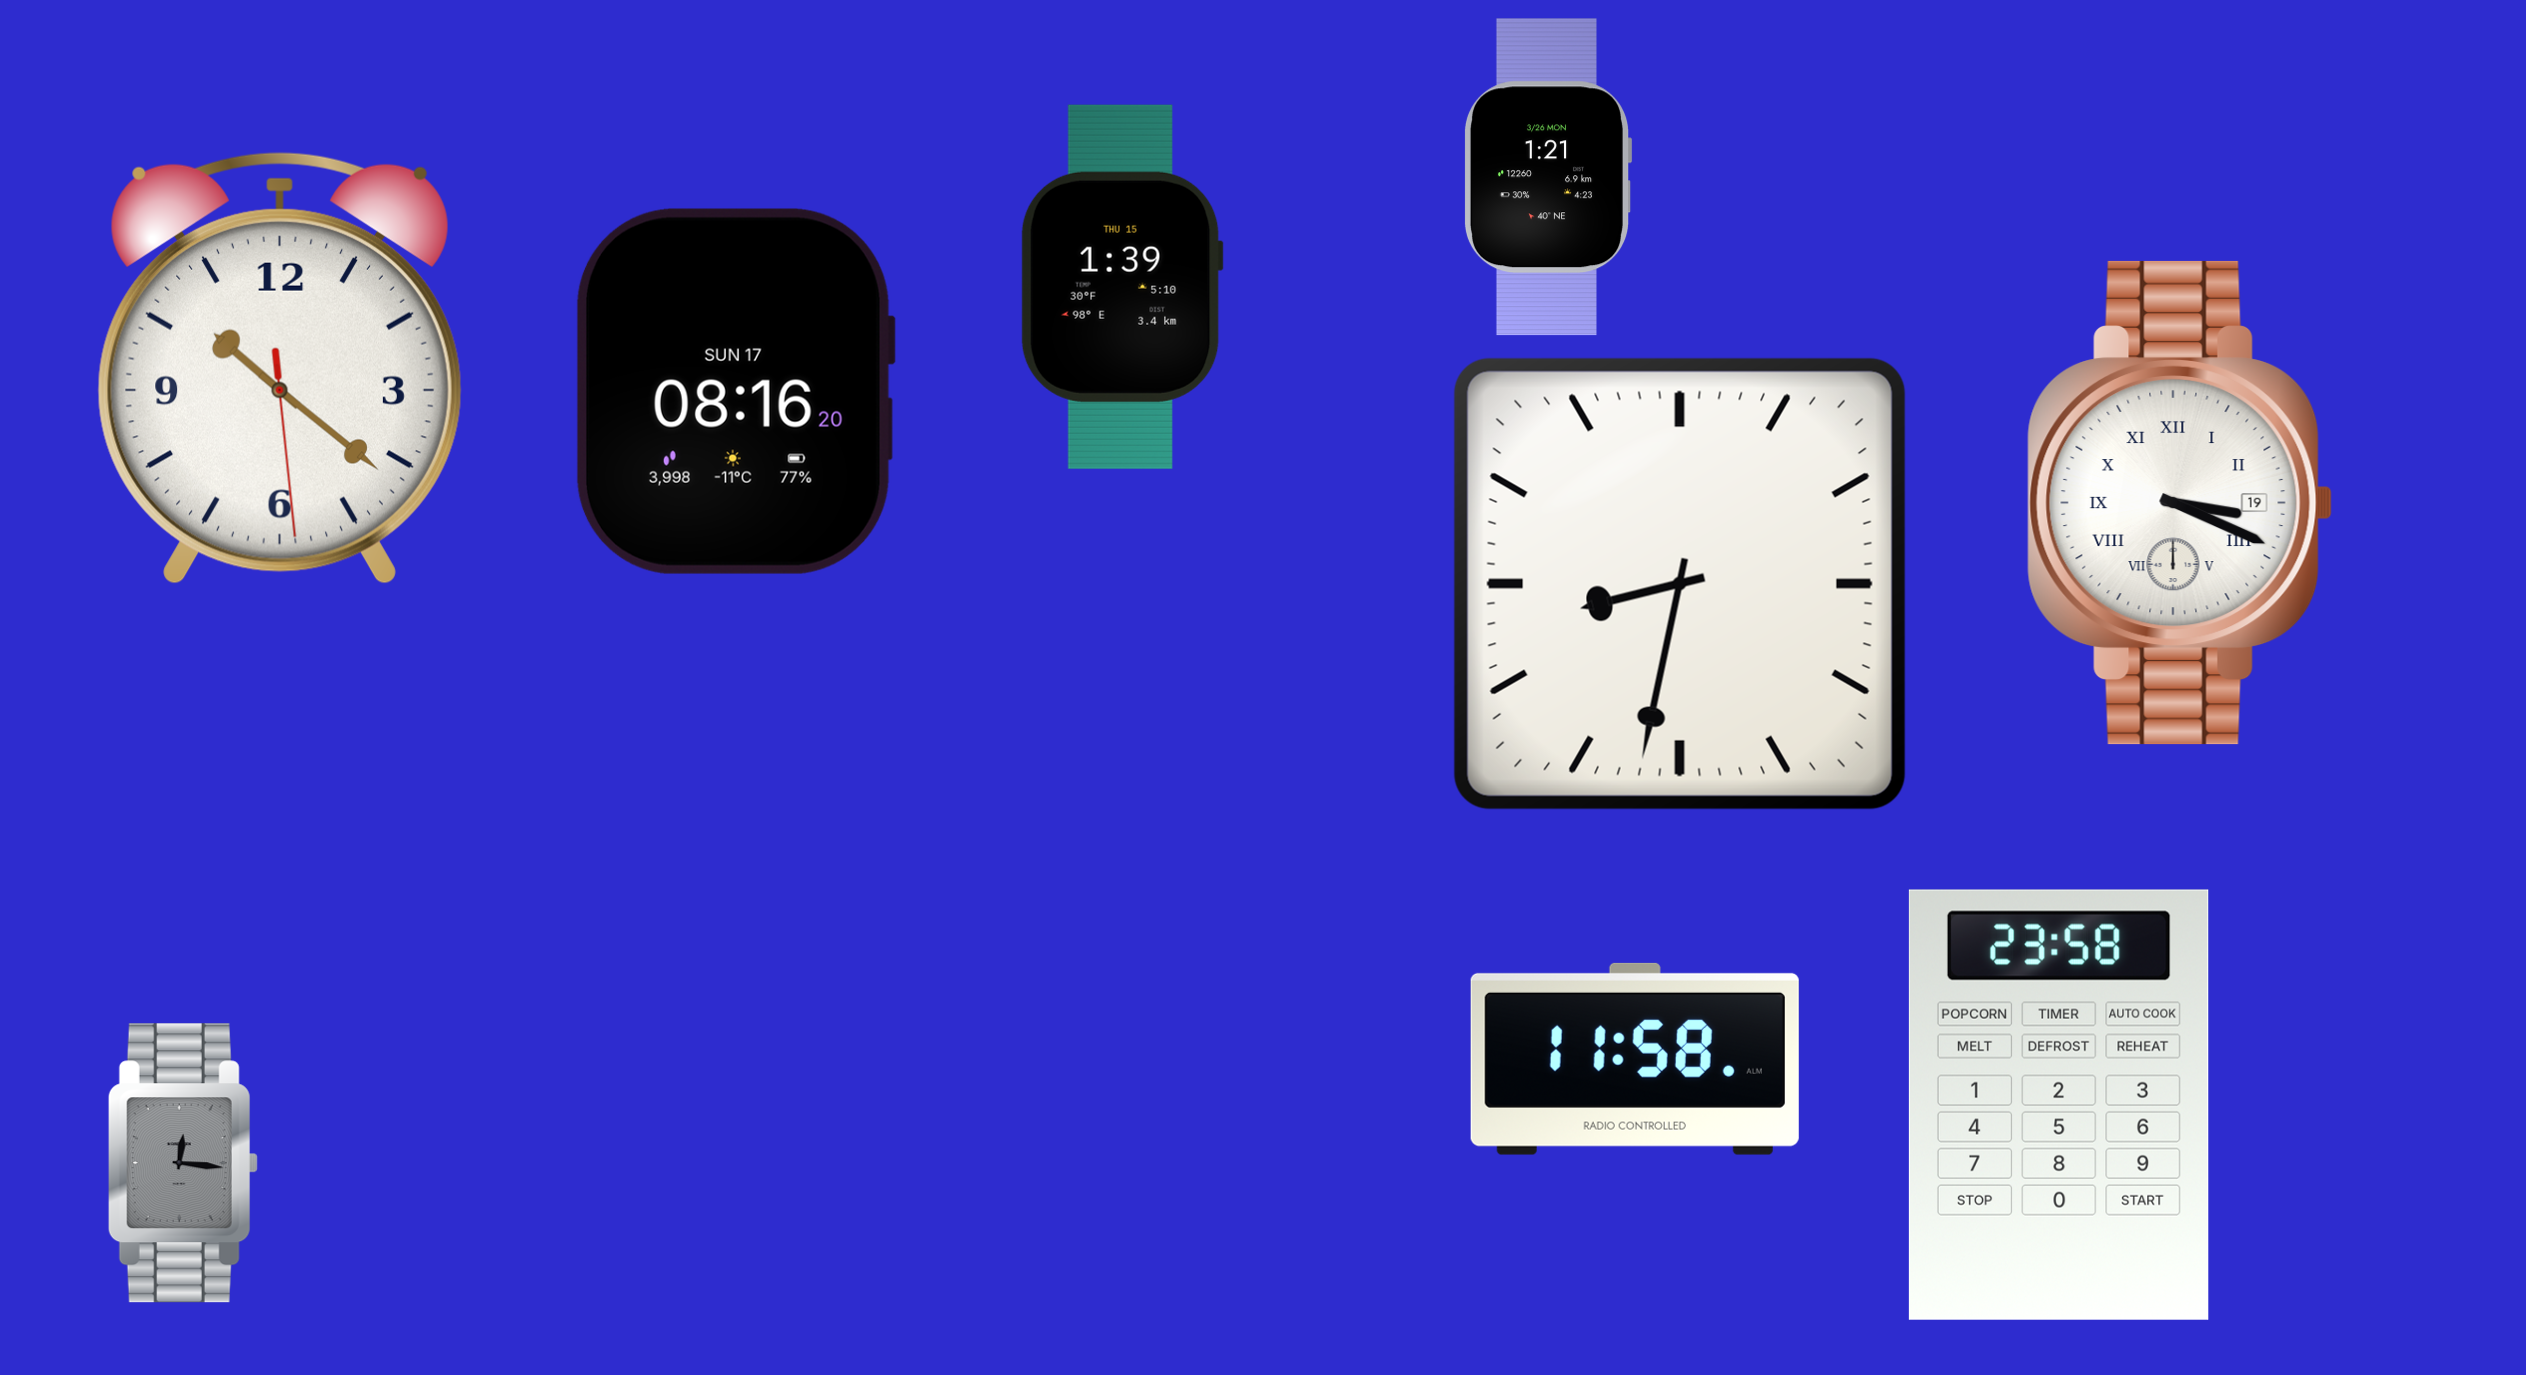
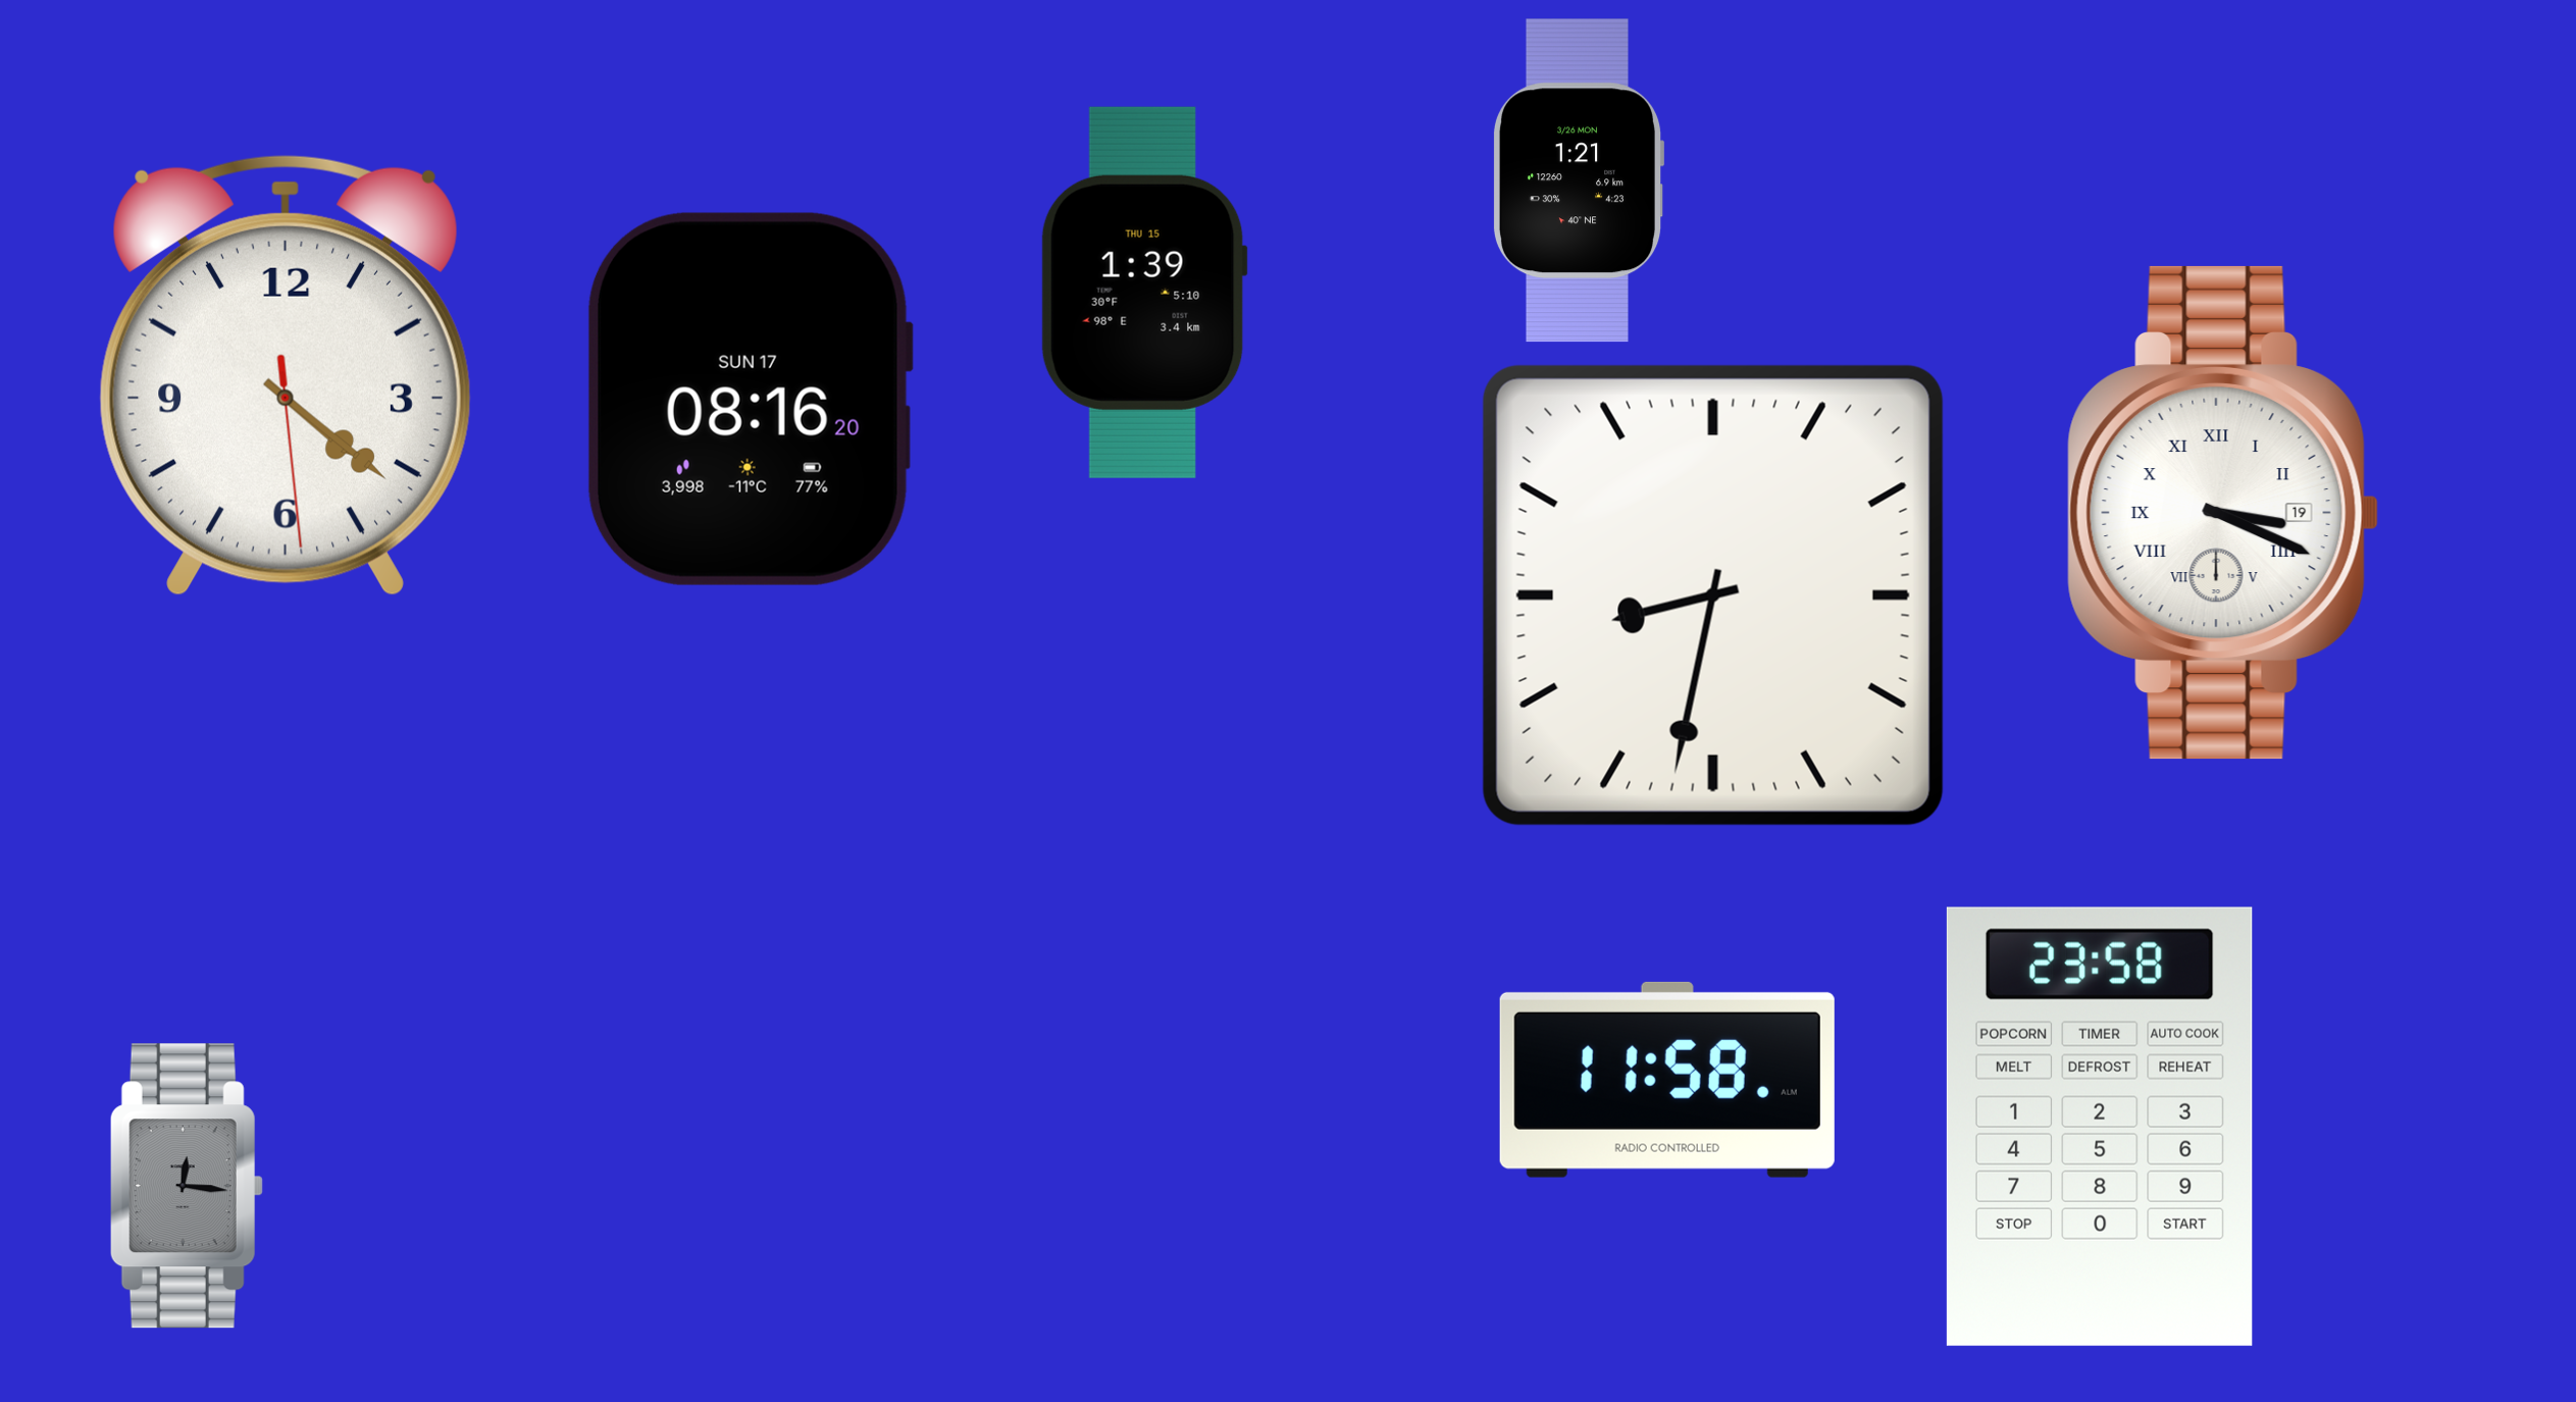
clock at (280, 368): 10:21 -> 4:21
